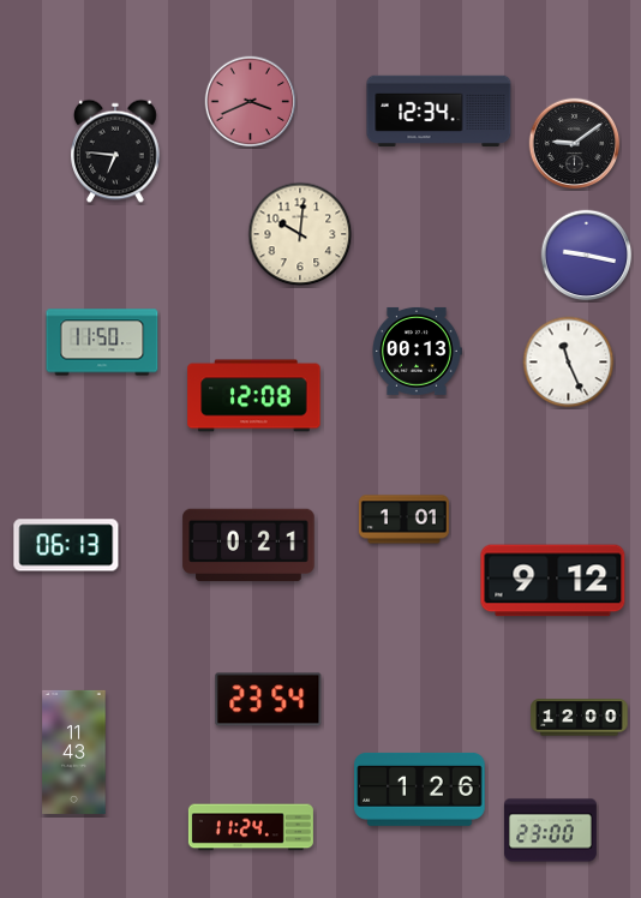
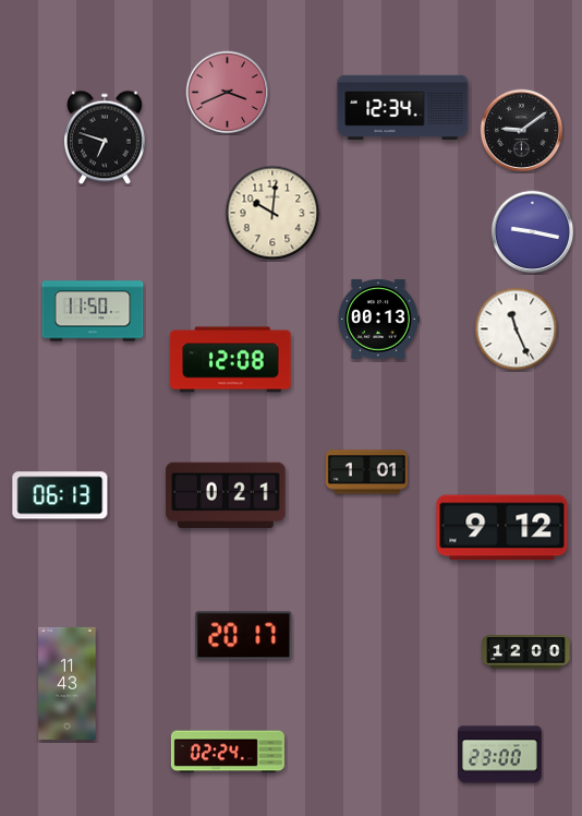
clock at (439, 112) position: (439, 112) -> (403, 108)
clock at (115, 151): 6:46 -> 6:48
clock at (269, 700): 23:54 -> 20:17
clock at (420, 789): 1:26 -> none
clock at (251, 827): 11:24 -> 02:24
